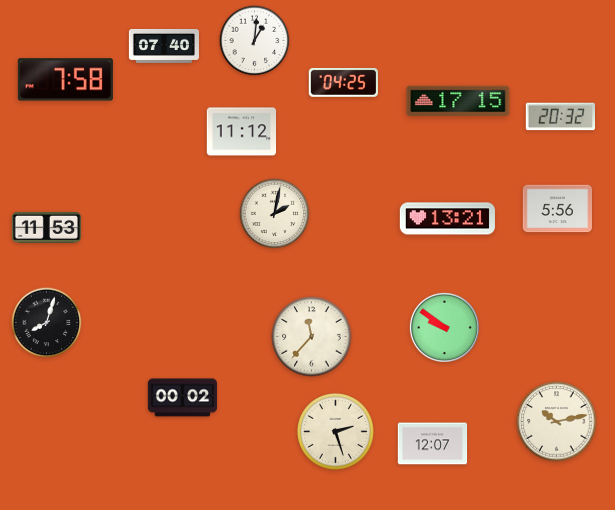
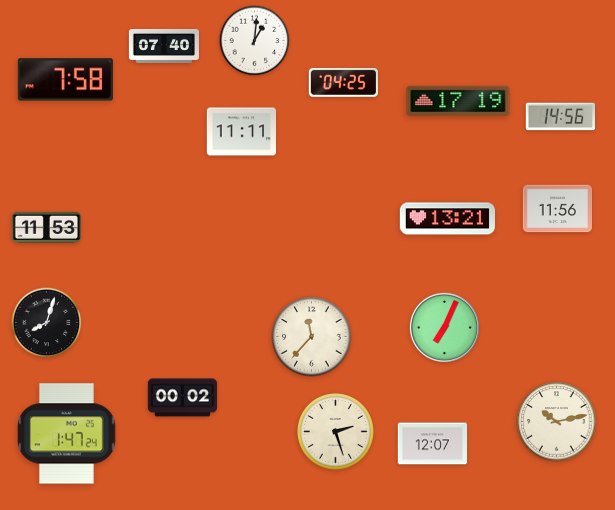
clock at (458, 101): 17:15 -> 17:19
clock at (560, 117): 20:32 -> 14:56
clock at (242, 132): 11:12 -> 11:11
clock at (558, 209): 5:56 -> 11:56
clock at (275, 214): 2:02 -> none
clock at (444, 327): 9:51 -> 7:04
clock at (67, 434): none -> 1:47
